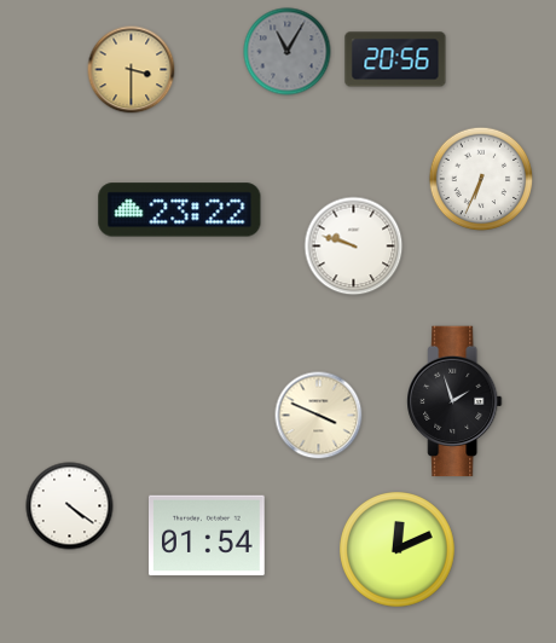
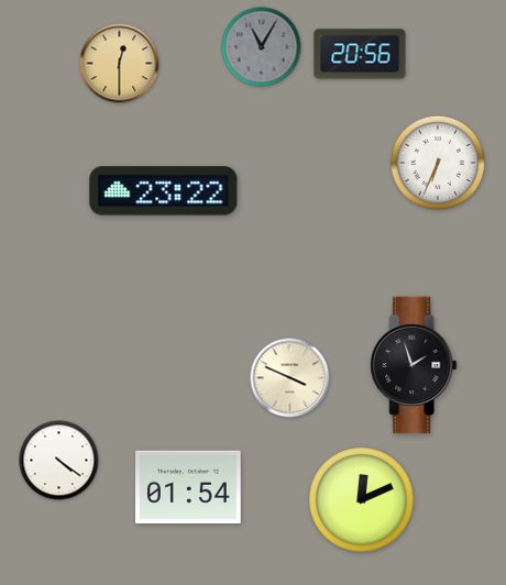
clock at (132, 70): 3:30 -> 12:30
clock at (354, 247): 9:48 -> none
clock at (70, 506) position: (70, 506) -> (59, 461)
